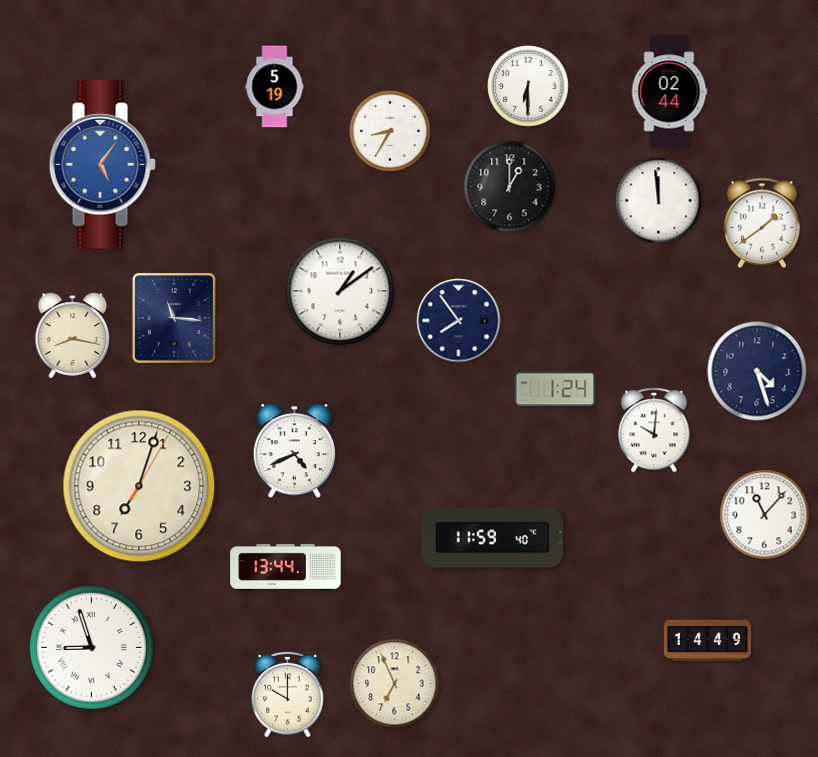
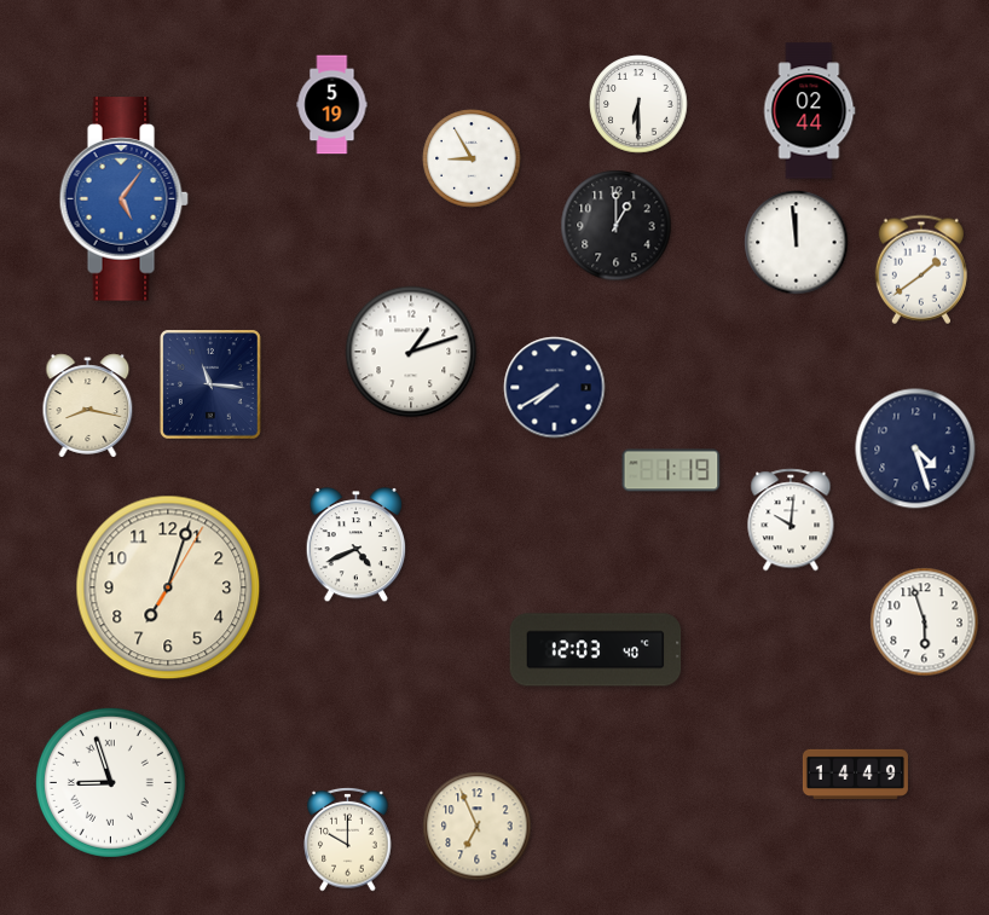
clock at (390, 131): 8:35 -> 8:55
clock at (340, 291): 1:09 -> 1:12
clock at (459, 321): 7:54 -> 7:40
clock at (555, 389): 1:24 -> 1:19
clock at (765, 515): 11:07 -> 5:57
clock at (493, 538): 11:59 -> 12:03
clock at (286, 567): 13:44 -> none
